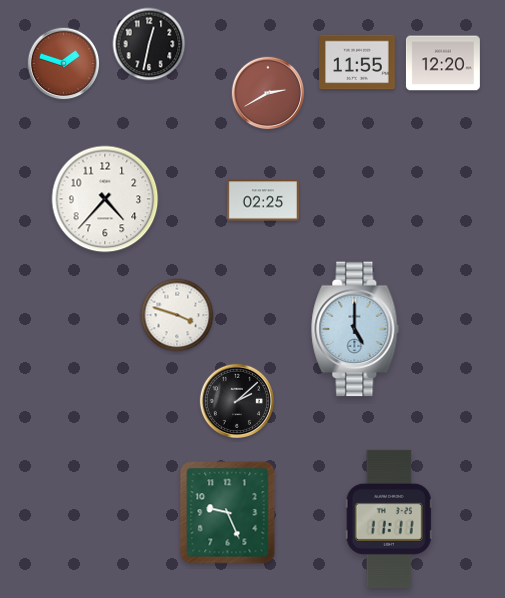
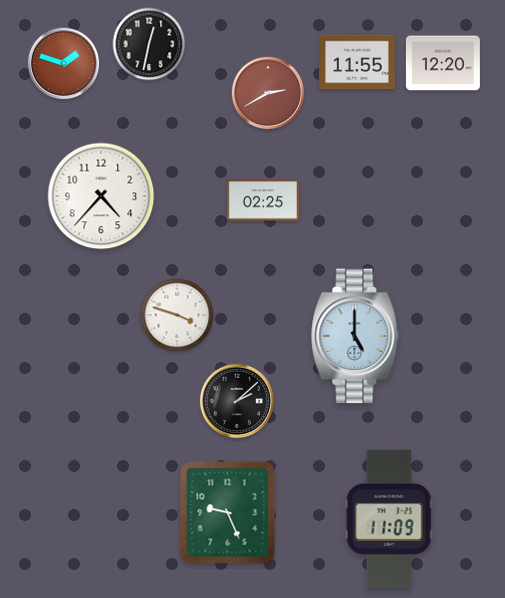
clock at (105, 199) position: (105, 199) -> (101, 196)
clock at (355, 329) position: (355, 329) -> (355, 336)
clock at (389, 519): 11:11 -> 11:09
